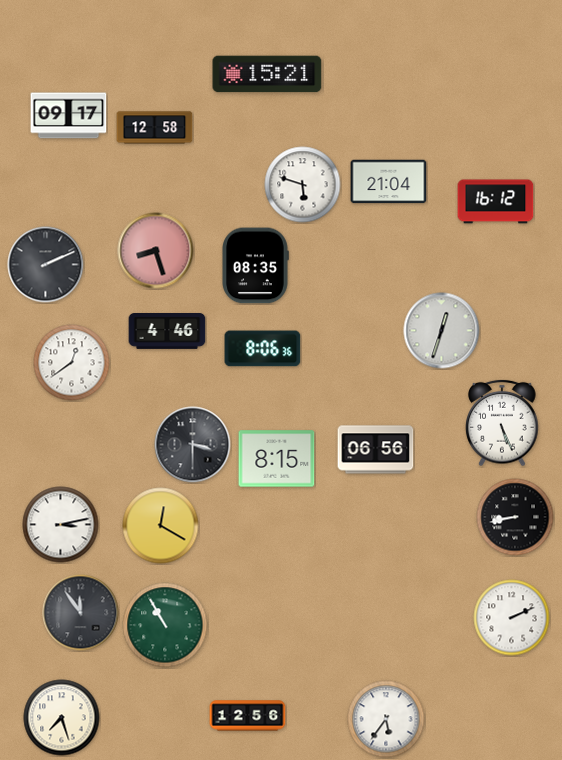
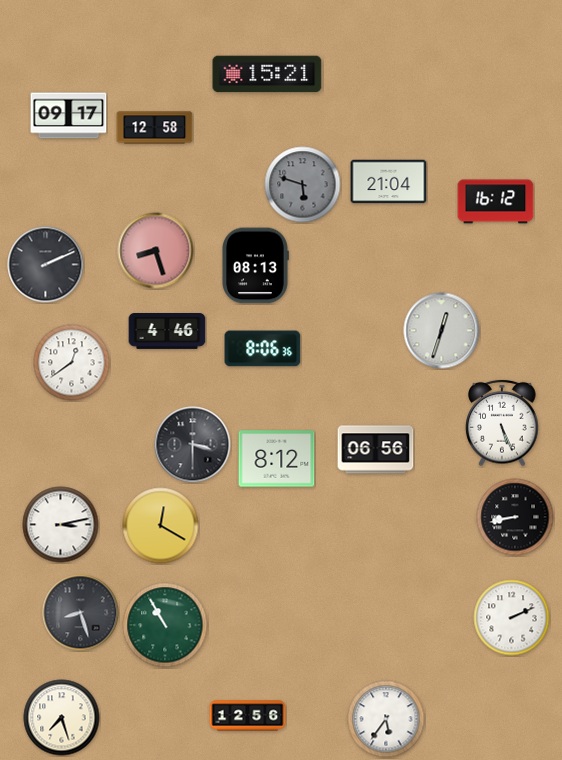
clock at (303, 185) dial: white -> grey
clock at (255, 266): 08:35 -> 08:13
clock at (277, 459): 8:15 -> 8:12
clock at (81, 613): 11:54 -> 8:27
